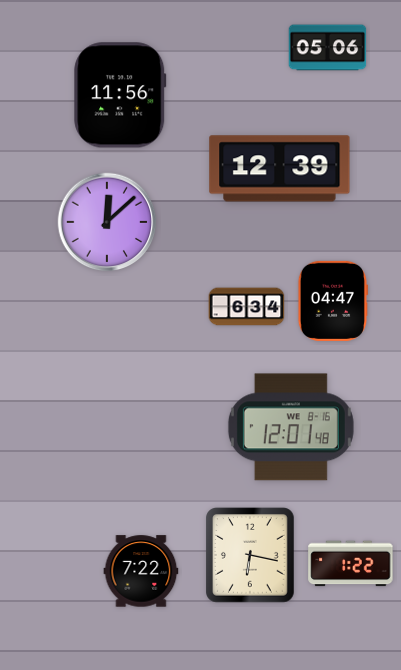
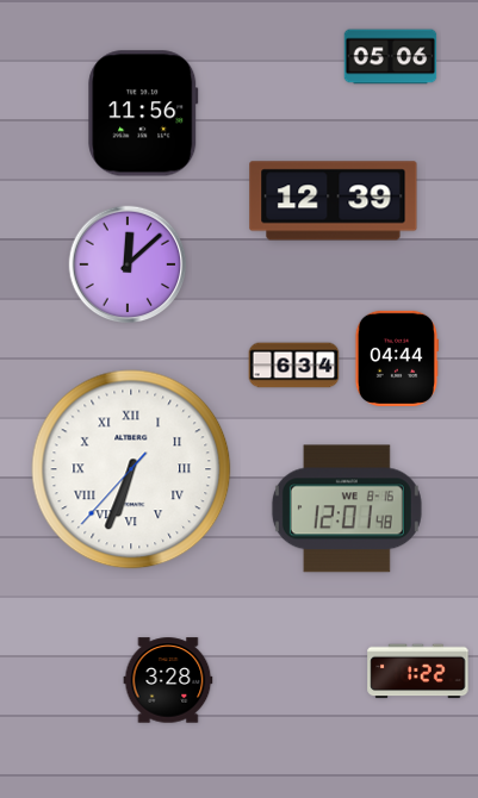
clock at (332, 301): 04:47 -> 04:44
clock at (131, 469): none -> 6:33
clock at (250, 555): 6:17 -> none
clock at (141, 571): 7:22 -> 3:28
